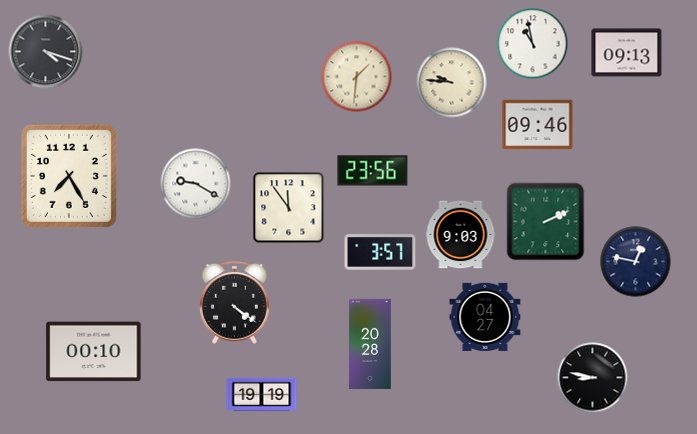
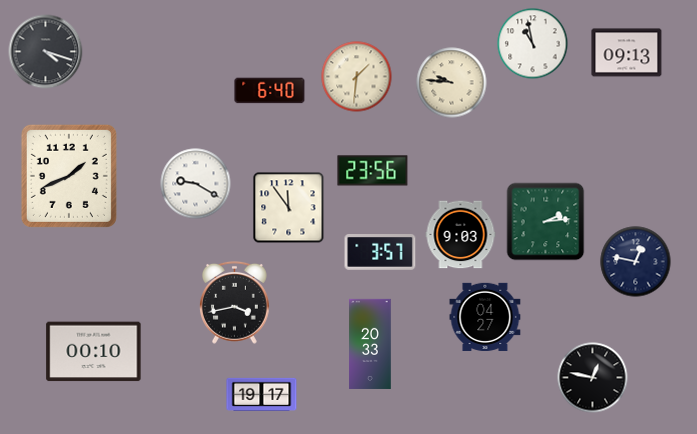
clock at (270, 91): none -> 6:40
clock at (538, 125): 09:46 -> none
clock at (69, 176): 7:25 -> 1:41
clock at (546, 222): 2:11 -> 2:14
clock at (235, 302): 4:21 -> 3:43
clock at (370, 343): 20:28 -> 20:33
clock at (593, 378): 8:47 -> 12:47
clock at (262, 394): 19:19 -> 19:17
